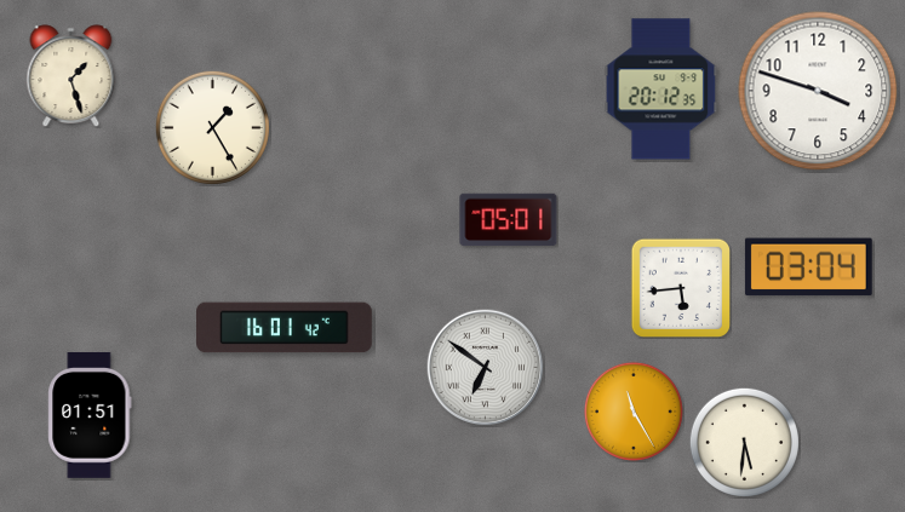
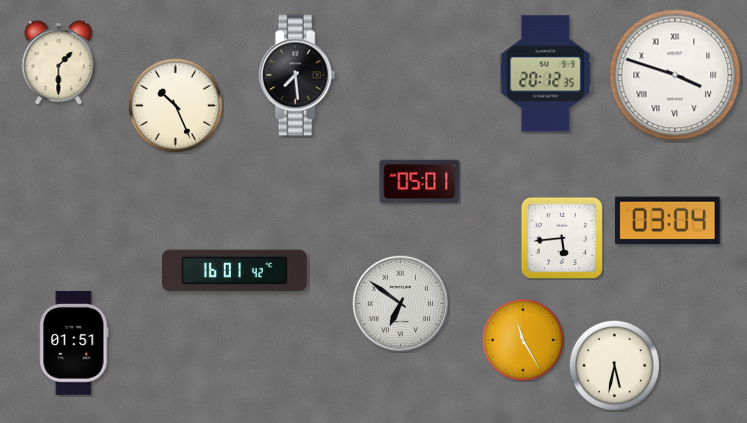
clock at (71, 76): 1:27 -> 1:30
clock at (297, 75): none -> 7:29
clock at (818, 91) numerals: Arabic -> Roman
clock at (212, 127): 1:25 -> 10:26
clock at (744, 442): 5:31 -> 5:32
